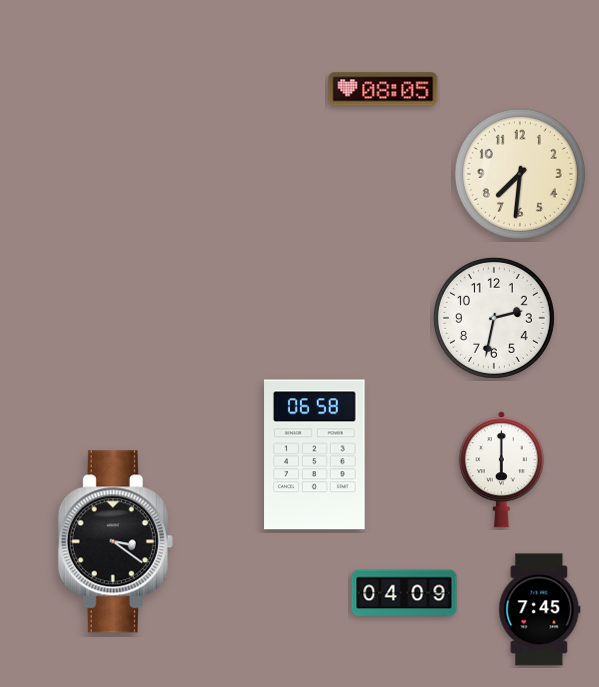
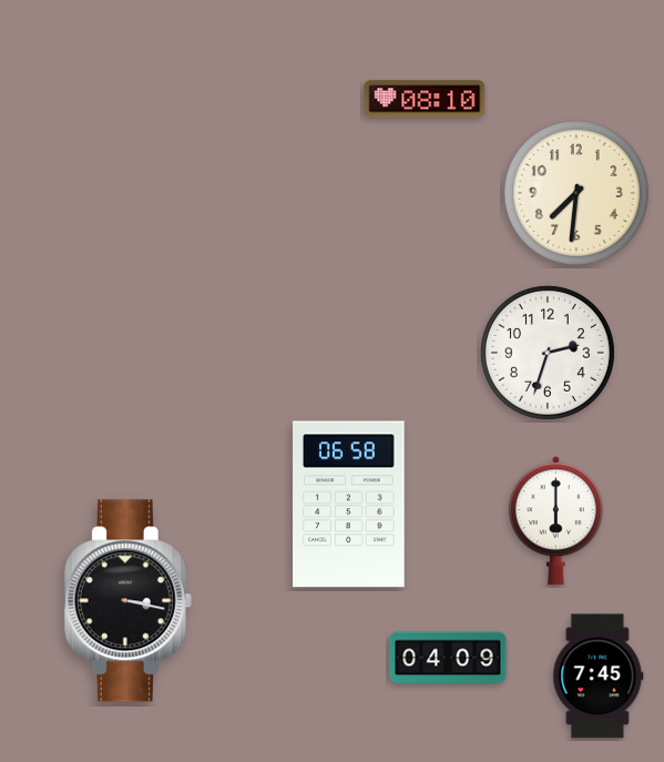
clock at (383, 89): 08:05 -> 08:10
clock at (494, 318): 2:32 -> 2:33
clock at (115, 542): 3:21 -> 3:17
